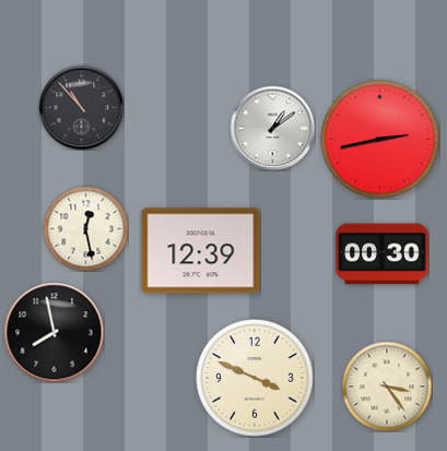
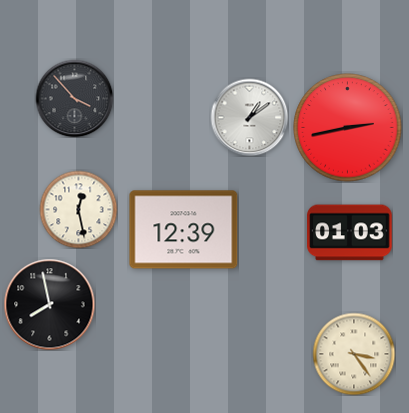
clock at (81, 107): 10:53 -> 3:53
clock at (383, 254): 00:30 -> 01:03
clock at (255, 378): 3:49 -> none
